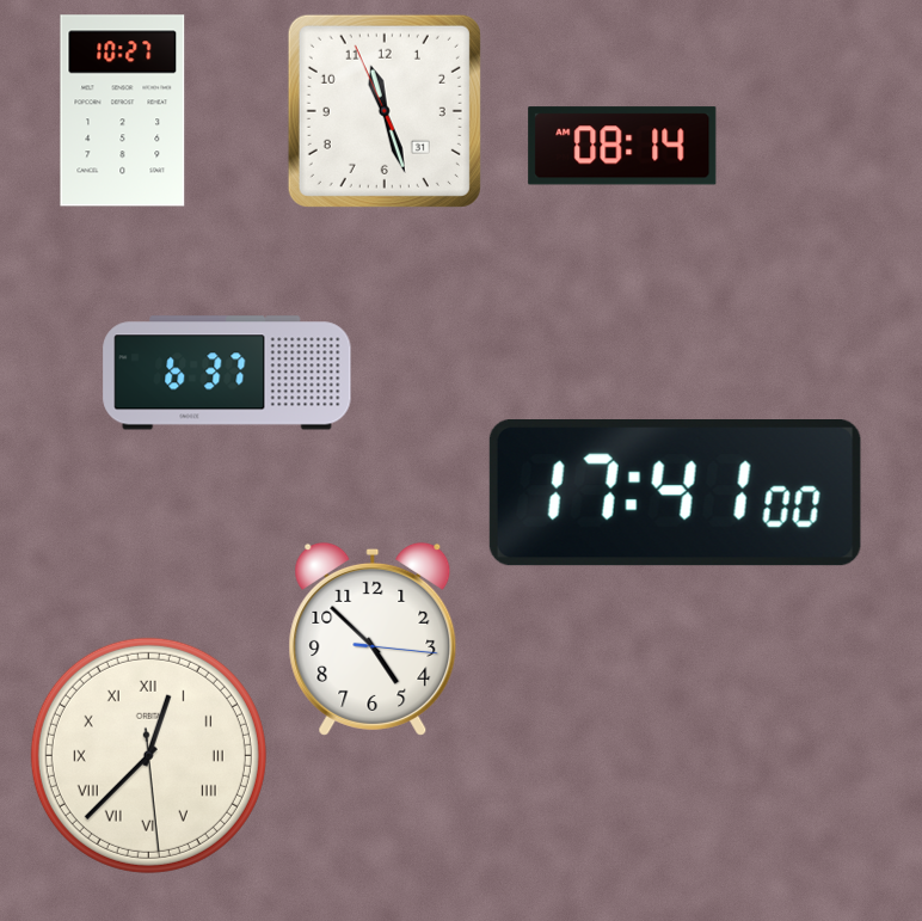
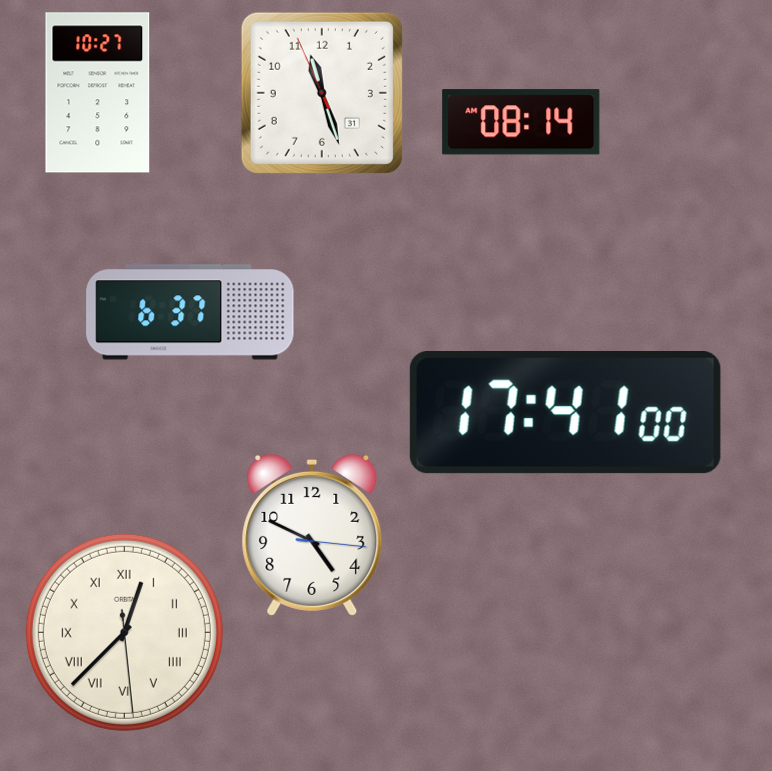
clock at (123, 111) position: (123, 111) -> (98, 93)
clock at (373, 639): 4:52 -> 4:49
